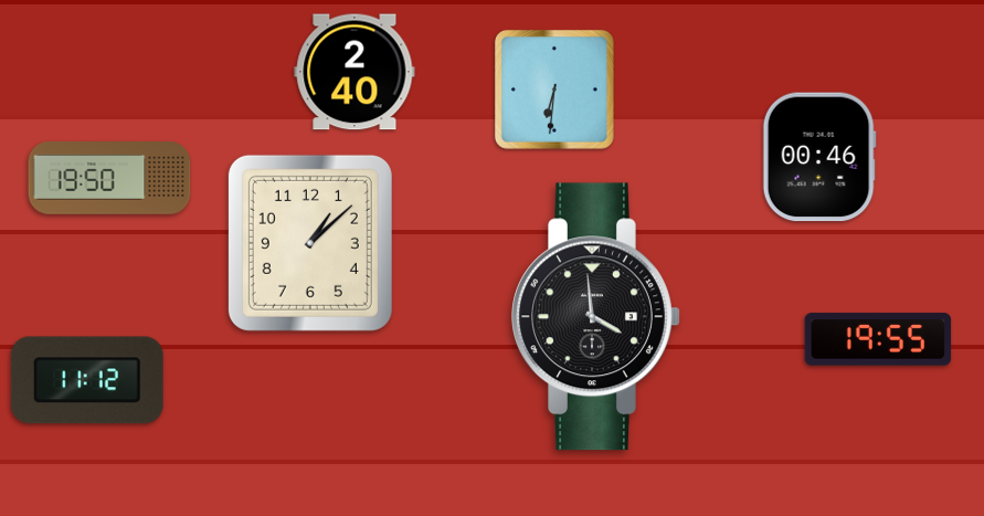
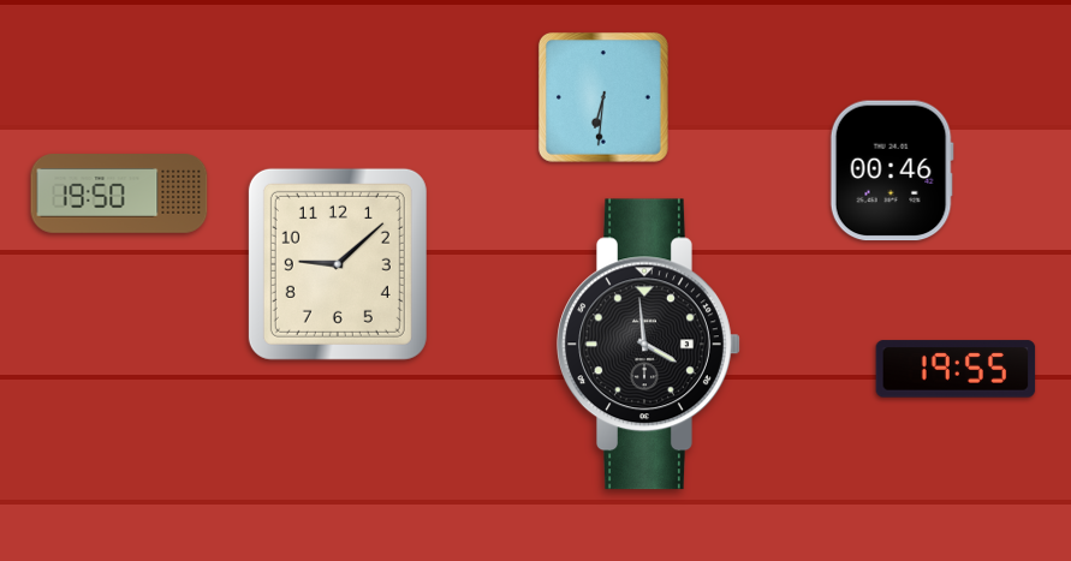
clock at (355, 72): 2:40 -> none
clock at (310, 243): 1:08 -> 9:08
clock at (87, 380): 11:12 -> none
